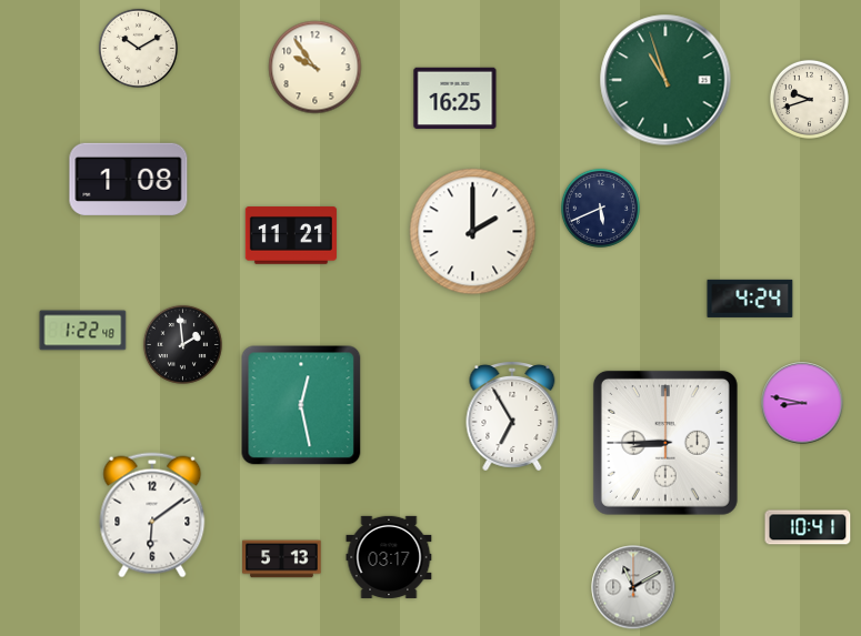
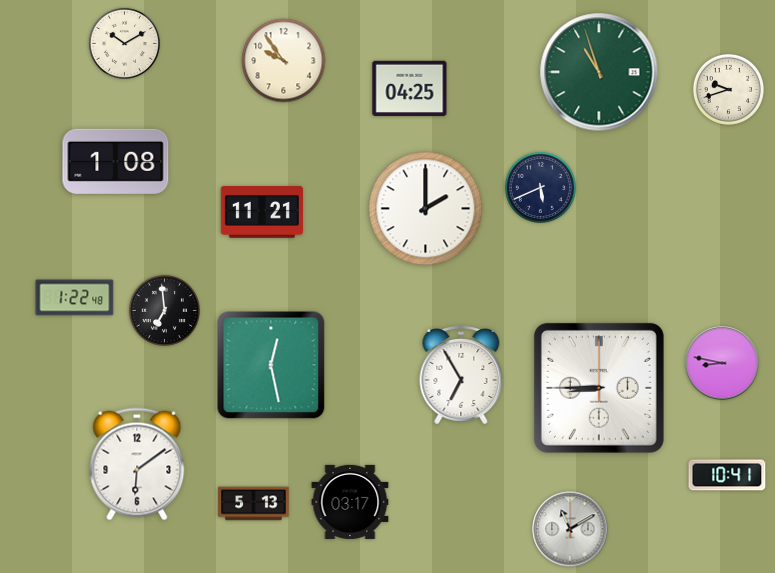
clock at (455, 99): 16:25 -> 04:25
clock at (750, 299): 4:24 -> none
clock at (182, 344): 1:59 -> 6:59
clock at (665, 443) position: (665, 443) -> (599, 388)
